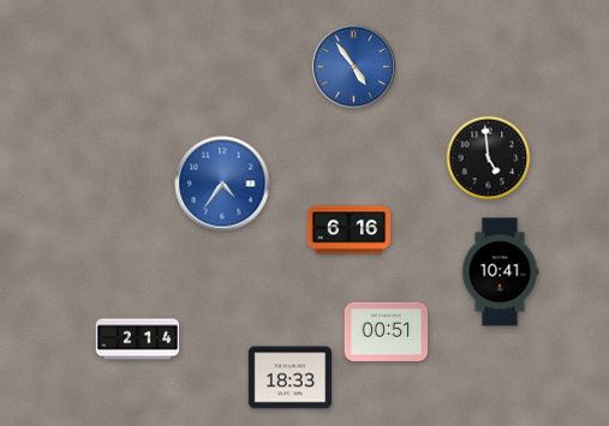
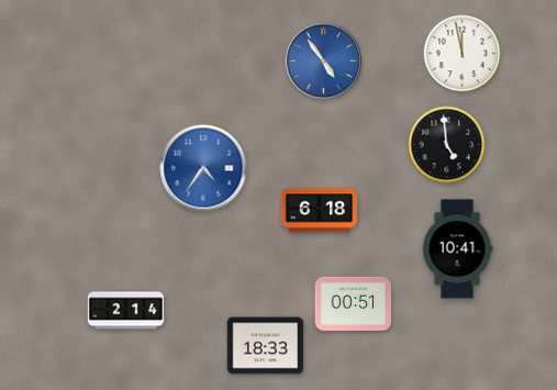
clock at (463, 54): none -> 11:58
clock at (350, 230): 6:16 -> 6:18
